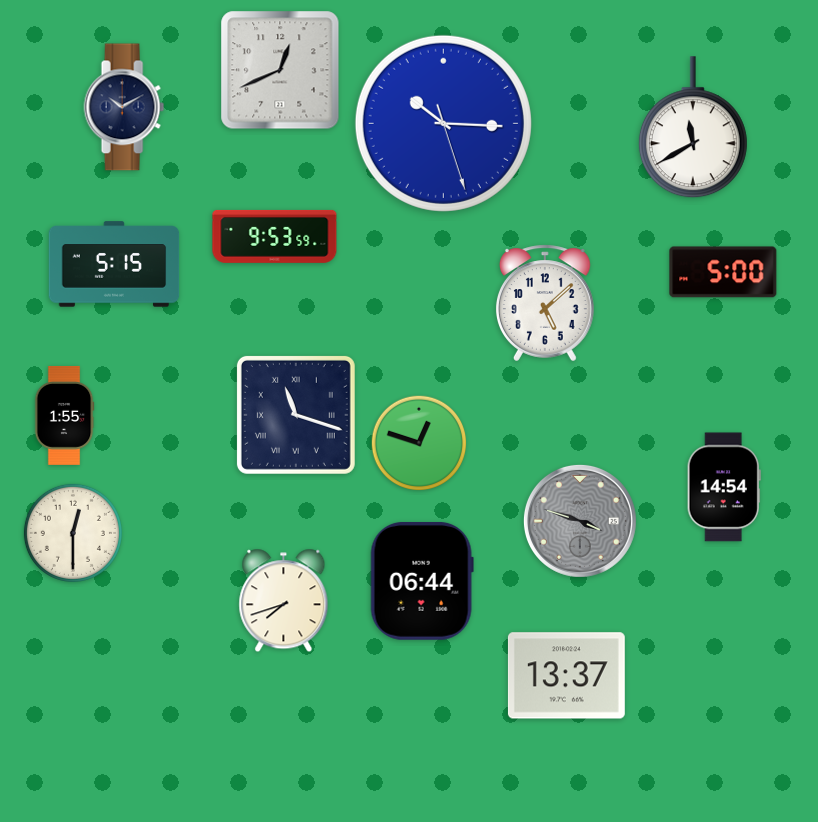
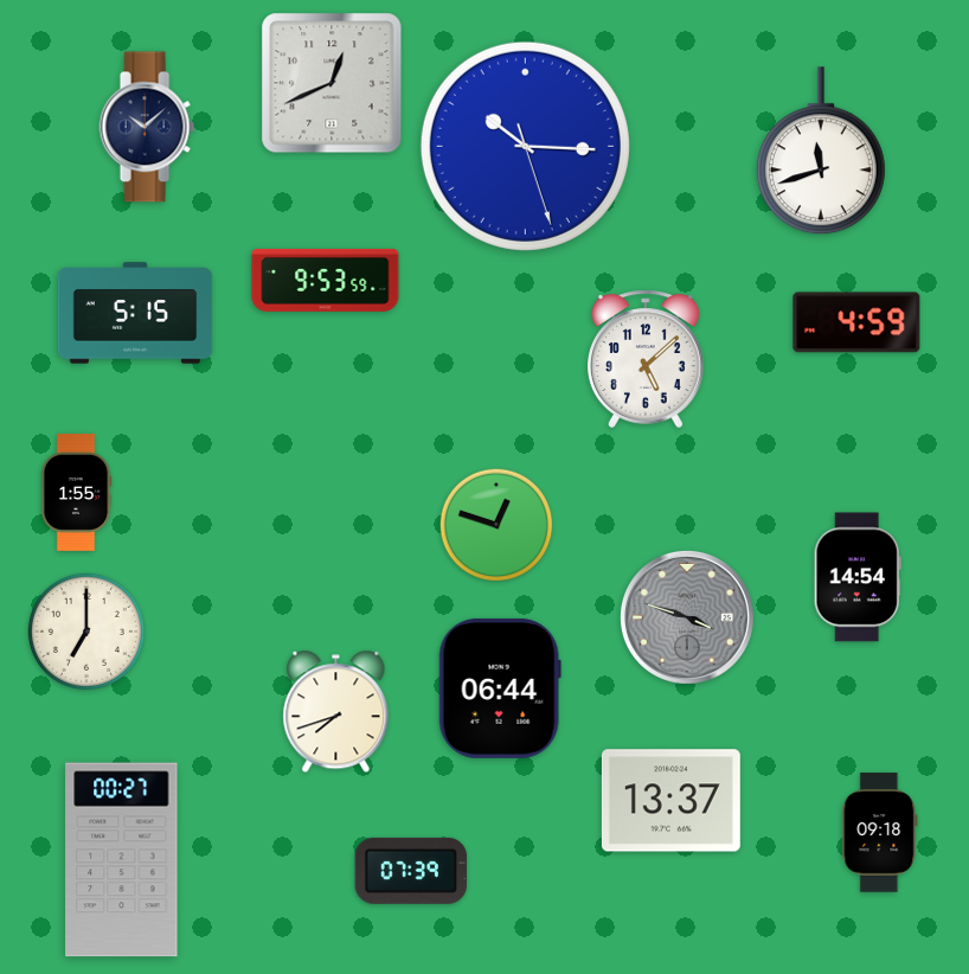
clock at (124, 107): 10:10 -> 10:08
clock at (693, 128): 11:40 -> 11:42
clock at (723, 272): 5:00 -> 4:59
clock at (296, 415): 11:18 -> none
clock at (73, 533): 12:30 -> 7:00
clock at (880, 833): none -> 09:18
clock at (122, 860): none -> 00:27
clock at (411, 871): none -> 07:39
